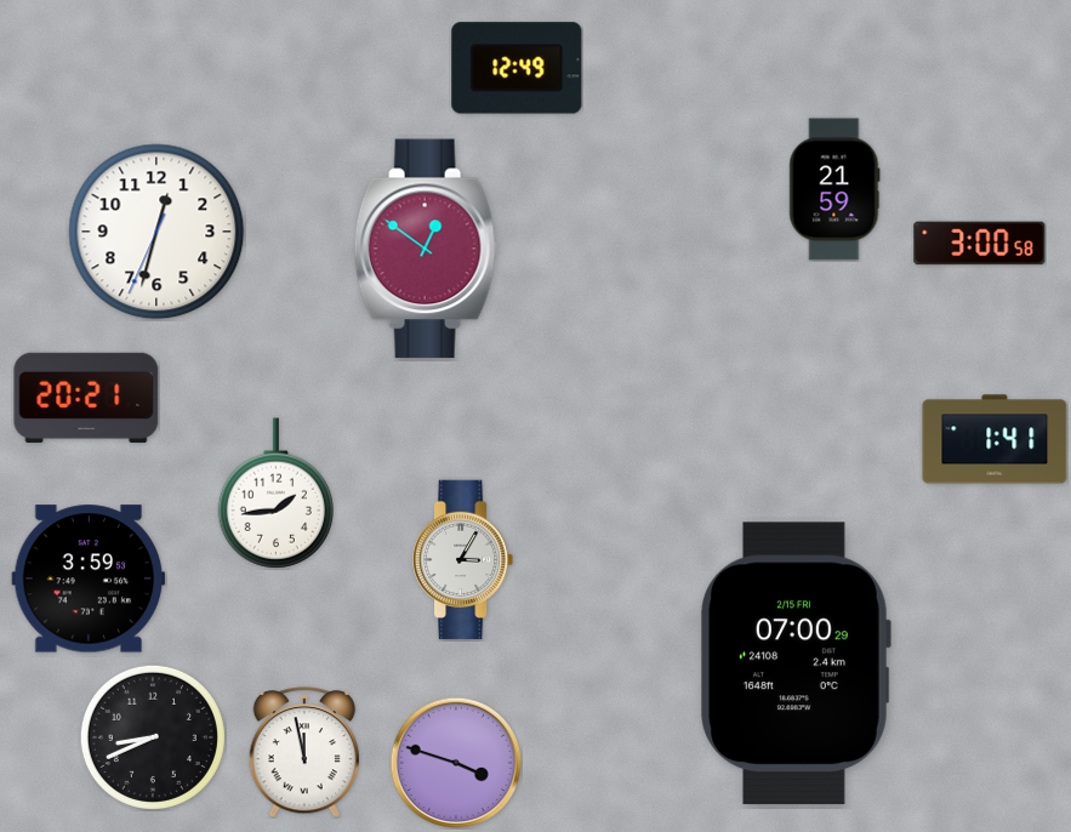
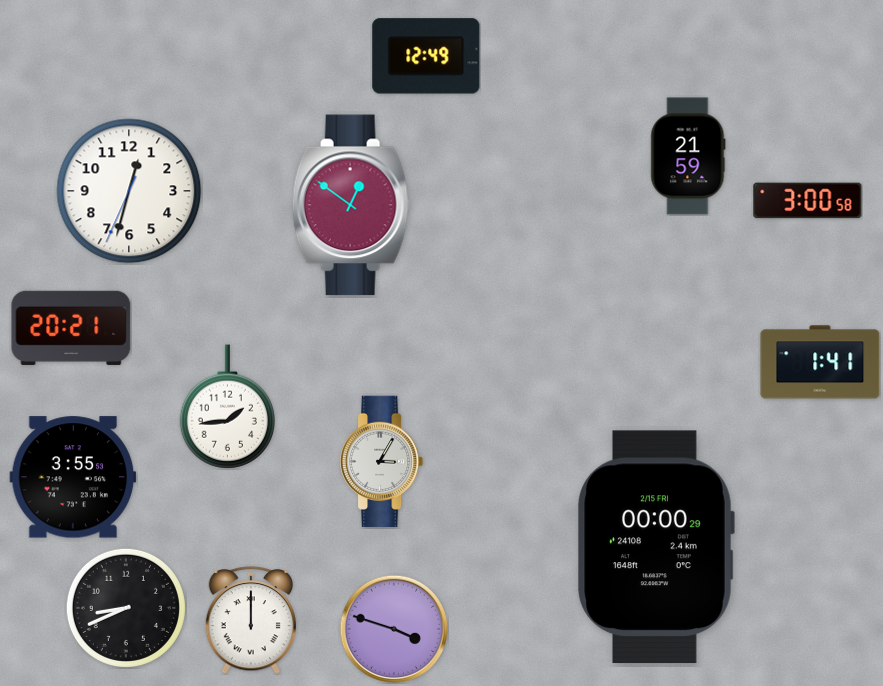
clock at (89, 579): 3:59 -> 3:55
clock at (796, 663): 07:00 -> 00:00
clock at (304, 752): 11:58 -> 12:00
clock at (455, 762) position: (455, 762) -> (393, 628)
